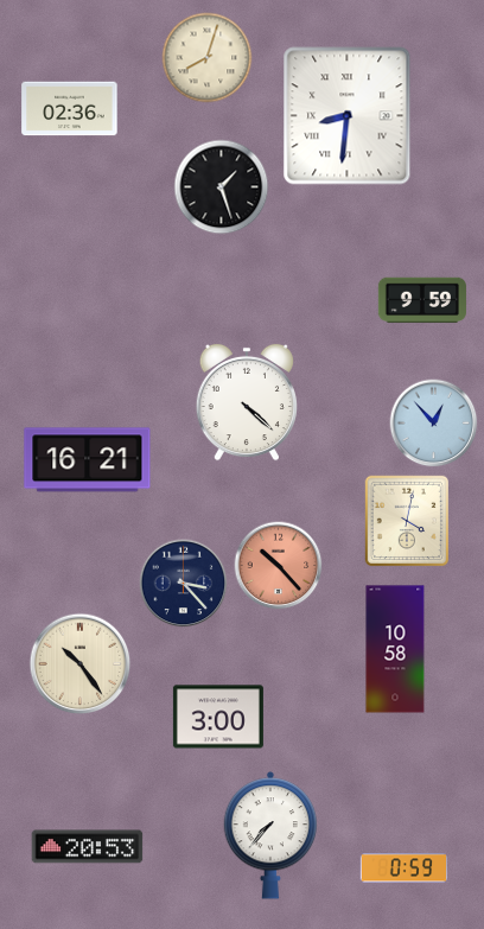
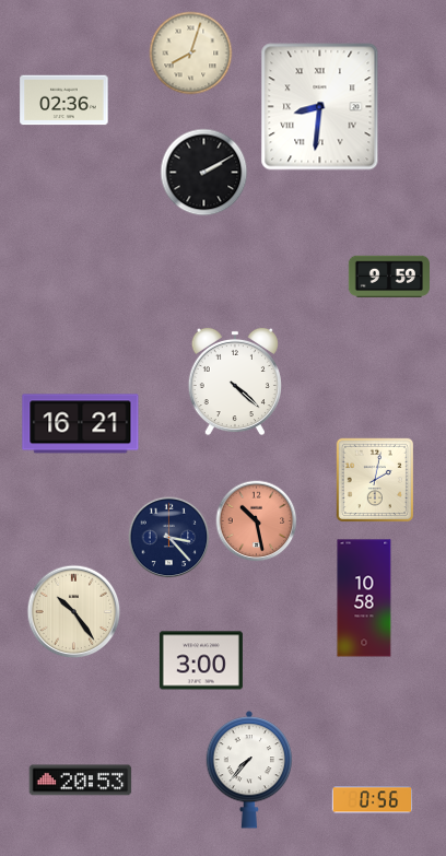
clock at (222, 187): 1:27 -> 2:10
clock at (247, 402) position: (247, 402) -> (235, 382)
clock at (434, 424): 12:53 -> none
clock at (407, 521): 4:02 -> 2:02
clock at (279, 566): 10:23 -> 10:28
clock at (405, 868): 0:59 -> 0:56
